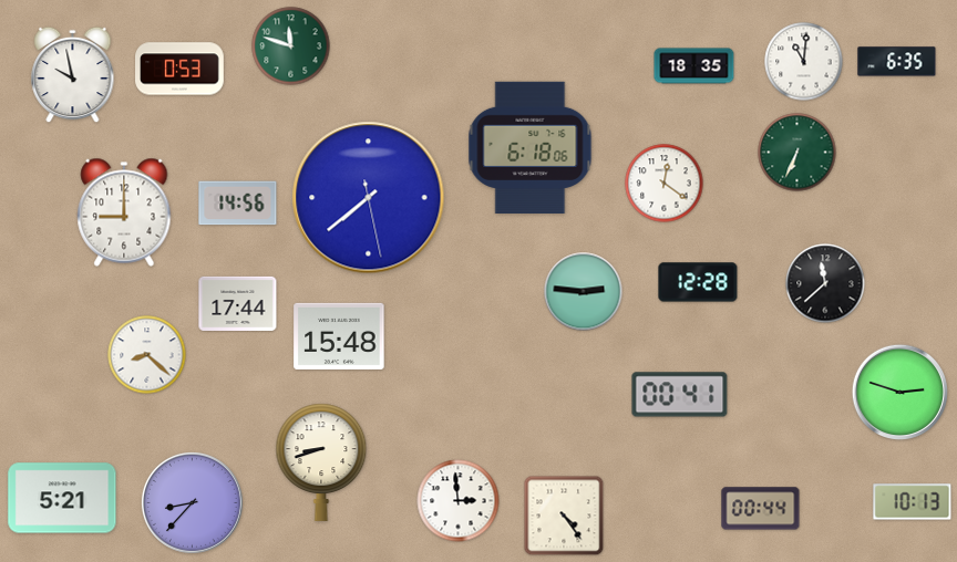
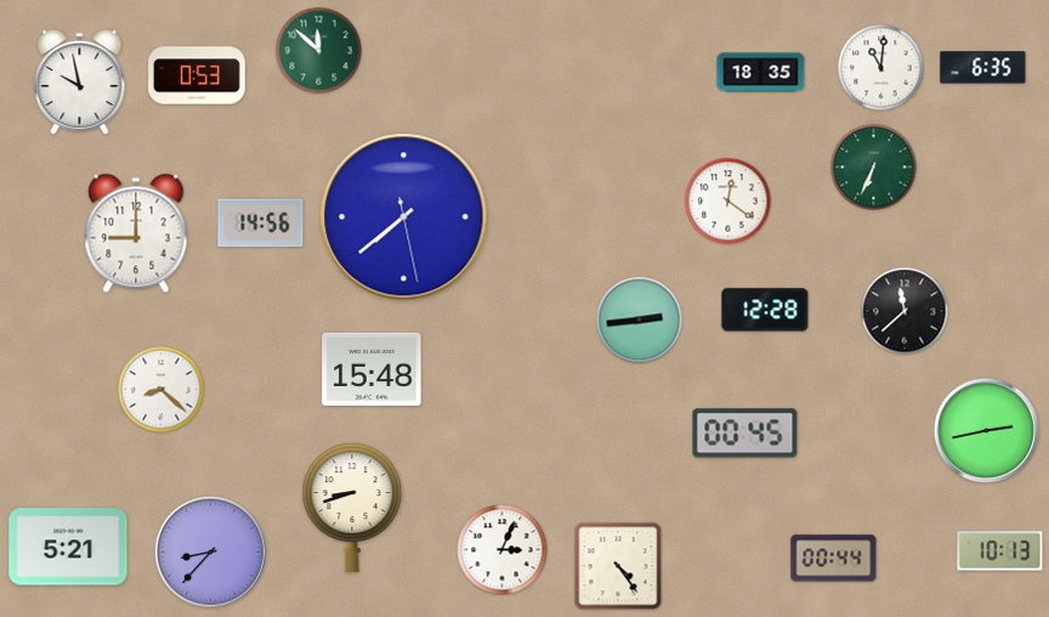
clock at (291, 46): 11:48 -> 11:52
clock at (531, 147): 6:18 -> none
clock at (584, 292): 2:46 -> 2:44
clock at (238, 303): 17:44 -> none
clock at (899, 392): 2:48 -> 2:43
clock at (680, 395): 00:41 -> 00:45
clock at (459, 501): 2:59 -> 3:04
